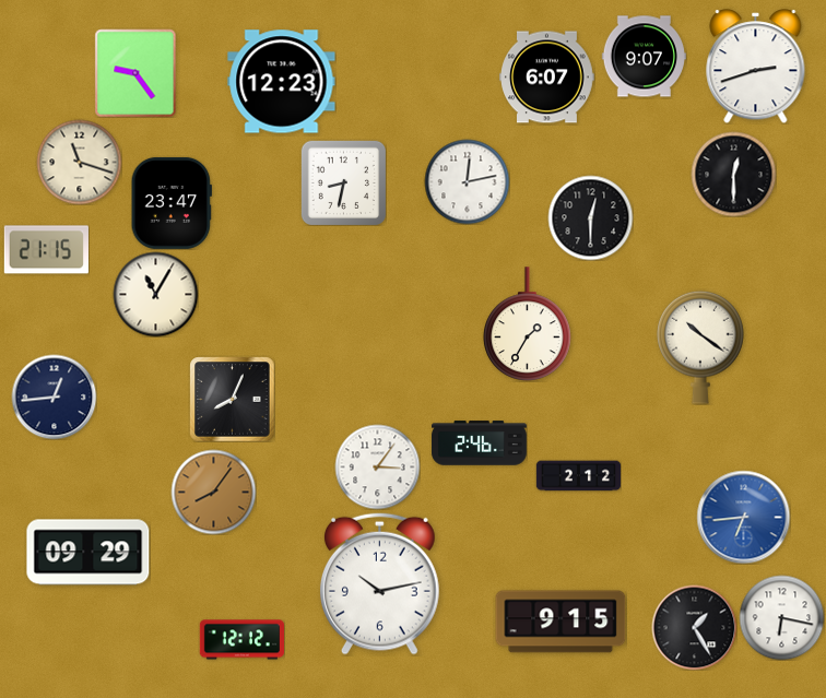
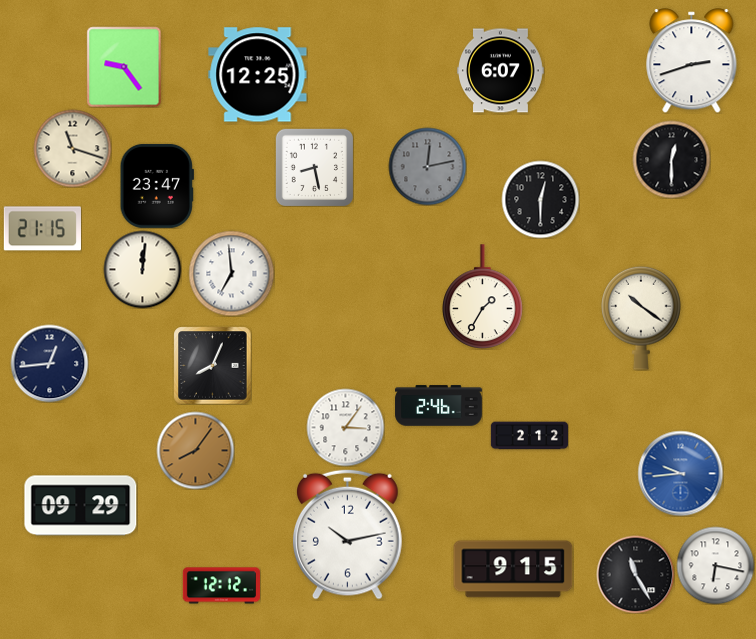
clock at (644, 57): 9:07 -> none
clock at (282, 82): 12:23 -> 12:25
clock at (467, 181) dial: white -> grey
clock at (343, 182): 8:32 -> 8:28
clock at (155, 294): 11:05 -> 12:01
clock at (231, 273): none -> 6:59
clock at (743, 517): 6:44 -> 9:44
clock at (694, 627): 1:25 -> 11:25
